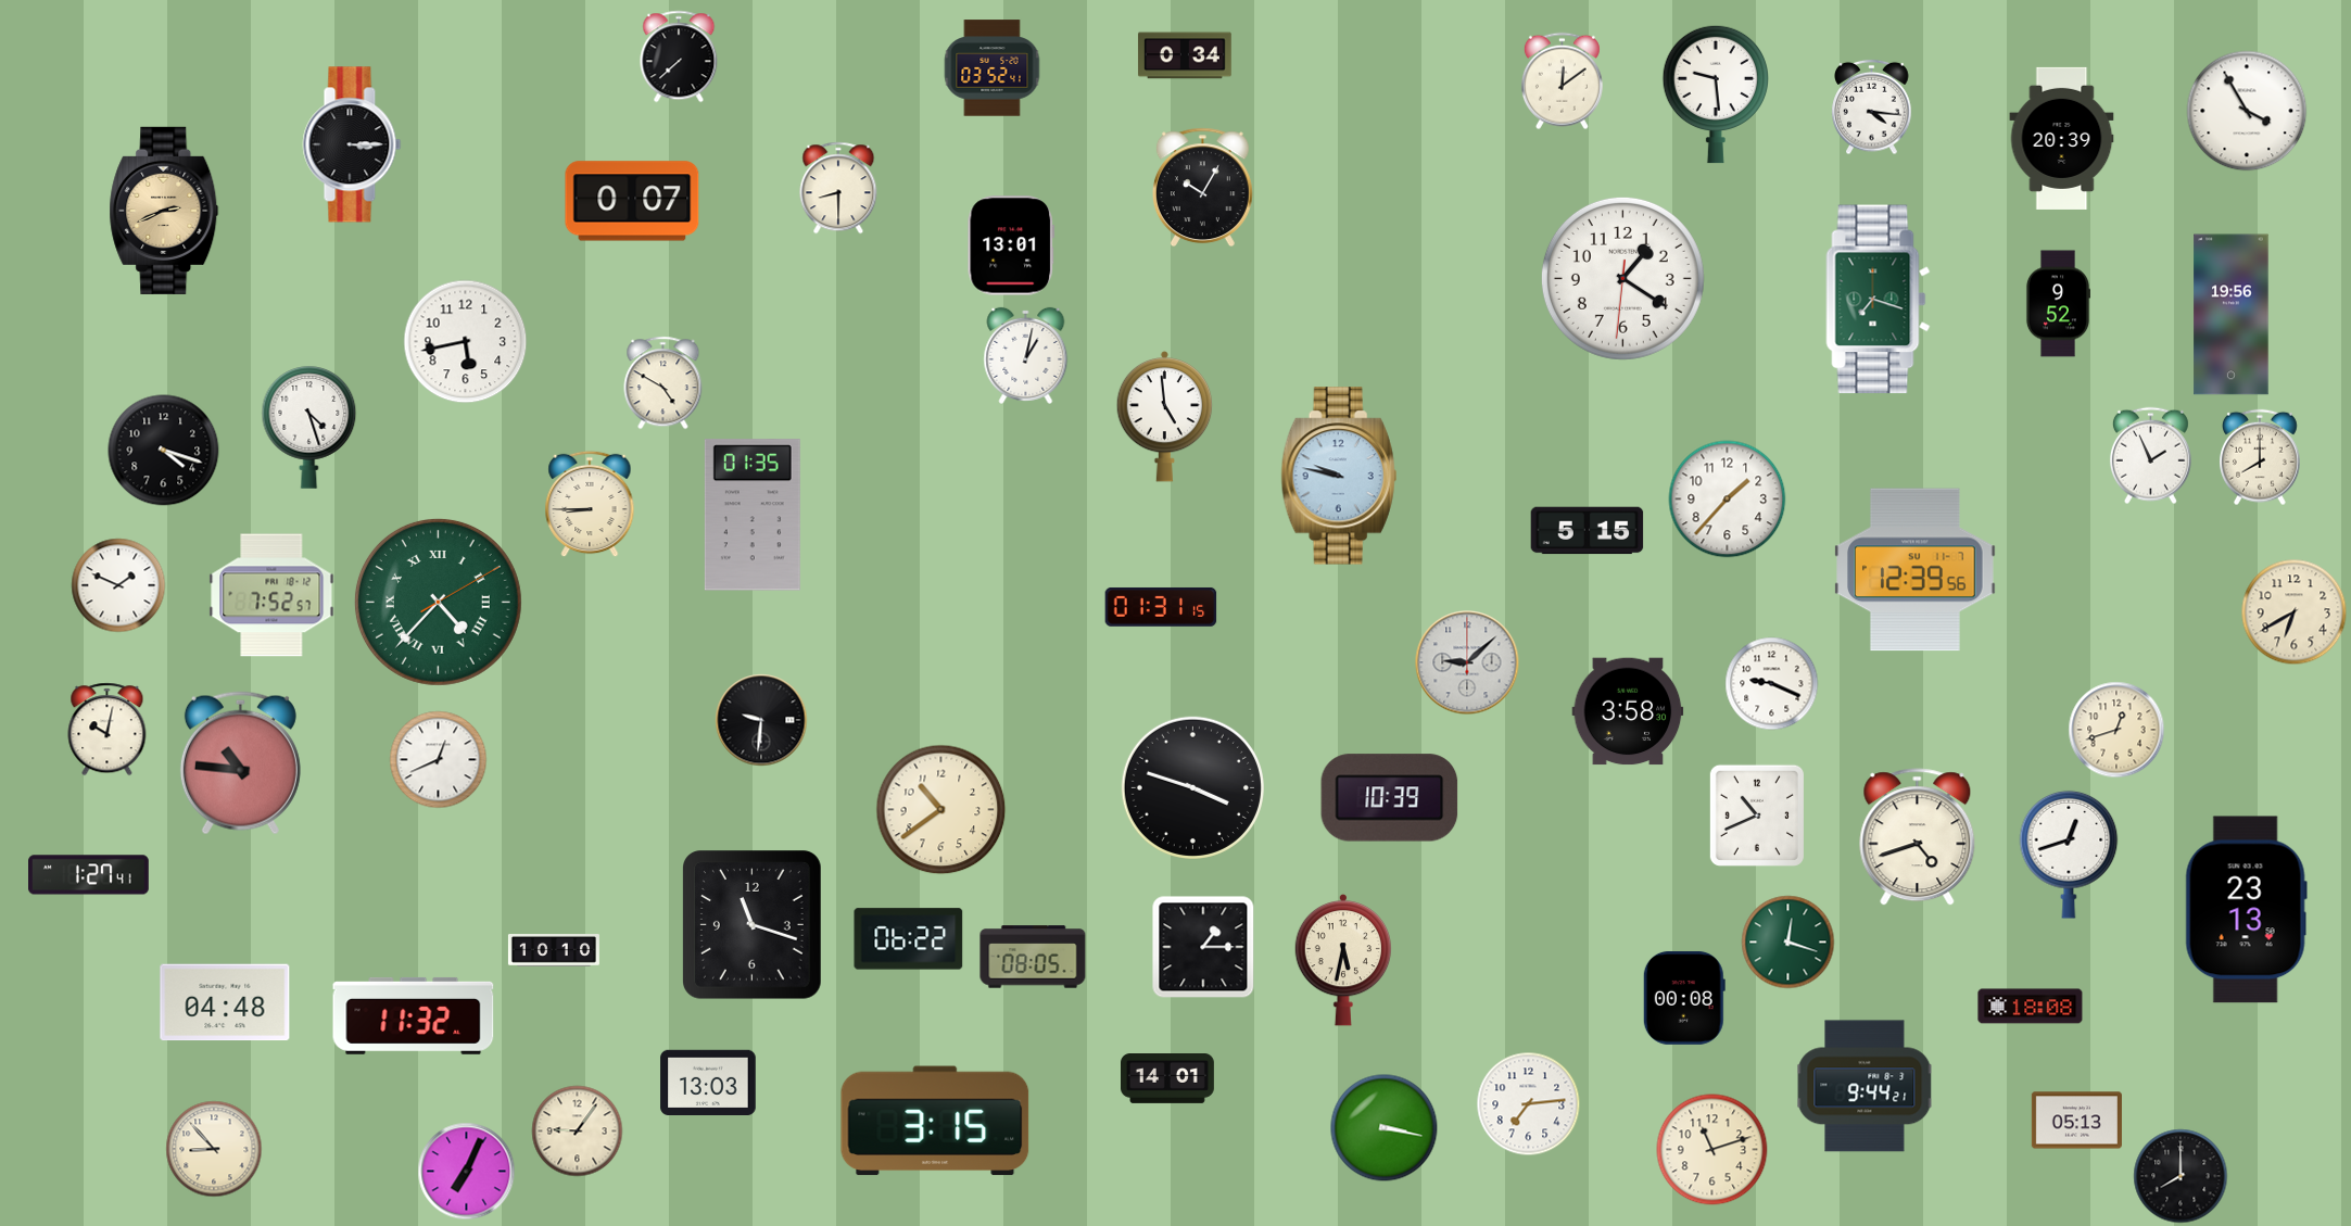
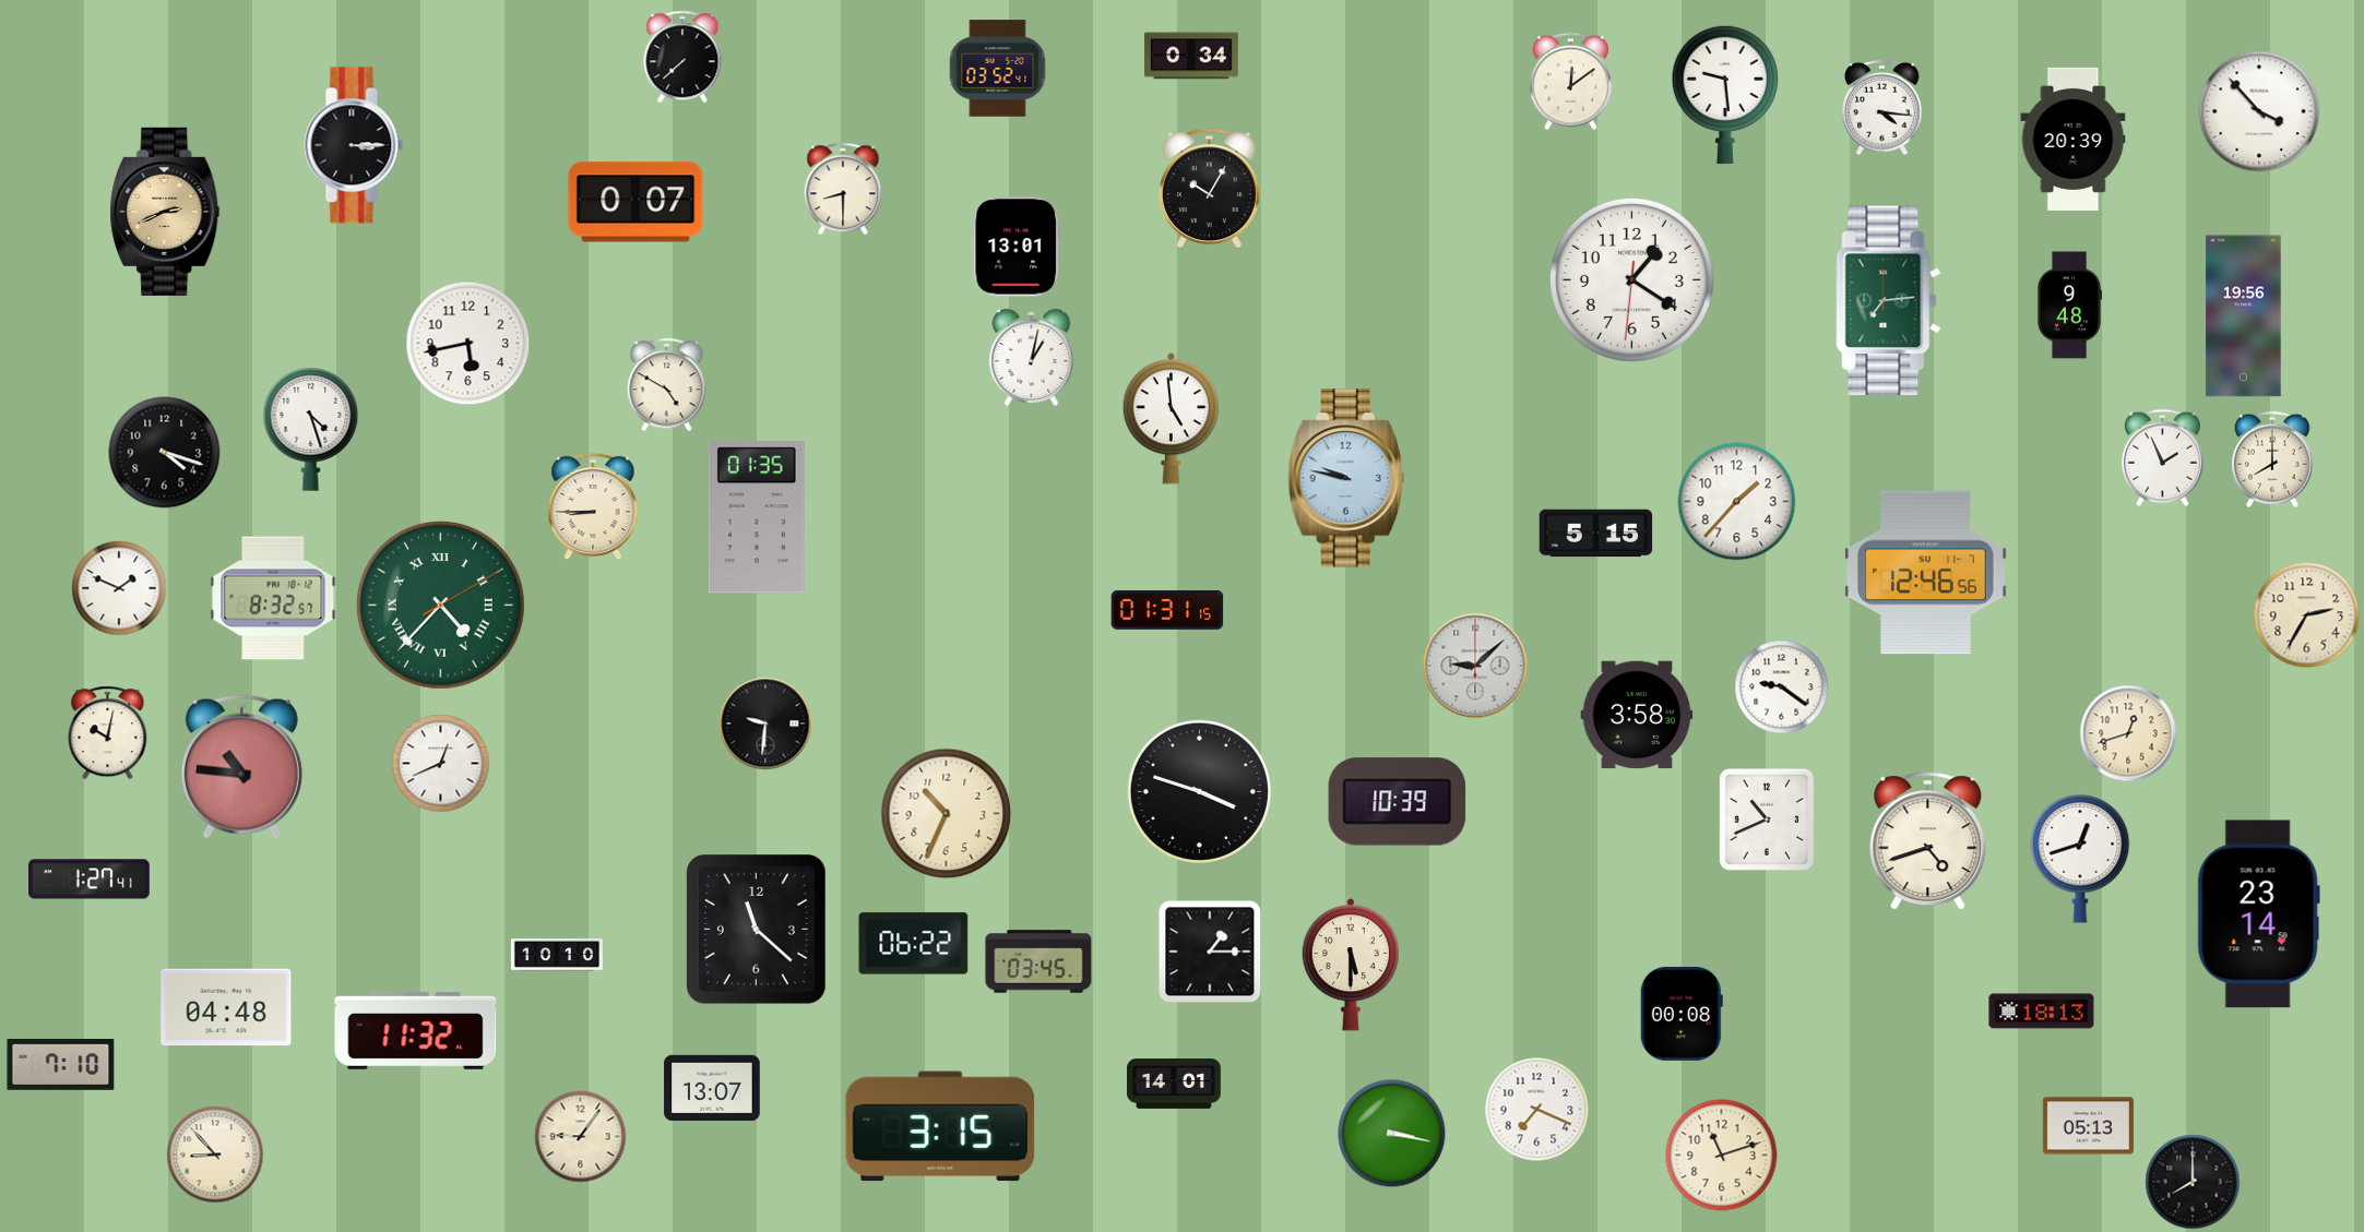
clock at (2247, 111): 3:55 -> 3:53
clock at (1879, 300): 7:18 -> 7:14
clock at (2057, 304): 9:52 -> 9:48
clock at (1916, 570): 12:39 -> 12:46
clock at (271, 595): 7:52 -> 8:32
clock at (2295, 612): 6:40 -> 2:35
clock at (1772, 684): 9:19 -> 9:21
clock at (941, 810): 10:39 -> 10:34
clock at (2246, 910): 23:13 -> 23:14
clock at (753, 925): 11:18 -> 11:22
clock at (1788, 943): 12:18 -> none
clock at (1033, 957): 08:05 -> 03:45
clock at (1342, 960): 5:32 -> 5:30
clock at (1684, 998) position: (1684, 998) -> (1682, 1014)
clock at (2031, 1007): 18:08 -> 18:13
clock at (414, 1015) position: (414, 1015) -> (416, 1030)
clock at (61, 1065): none -> 7:10
clock at (708, 1082): 13:03 -> 13:07
clock at (1865, 1086): 9:44 -> none
clock at (1529, 1104): 7:14 -> 7:19
clock at (467, 1172): 7:04 -> none
